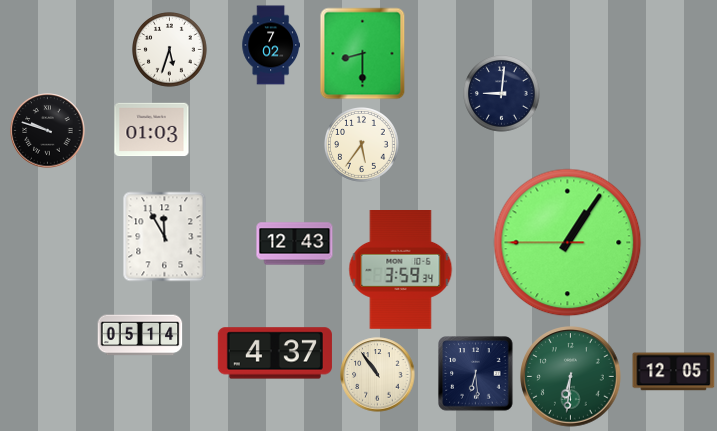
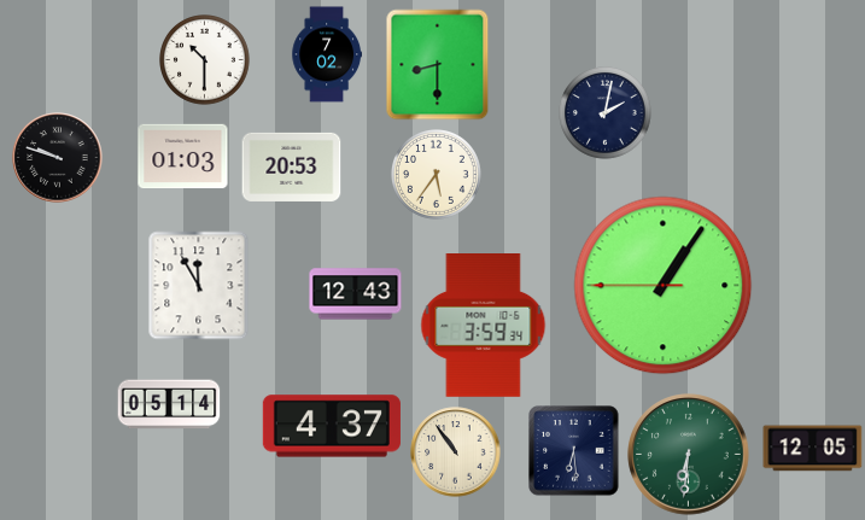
clock at (170, 50): 5:33 -> 10:30
clock at (502, 94): 9:01 -> 2:02
clock at (292, 166): none -> 20:53
clock at (568, 243) position: (568, 243) -> (664, 286)
